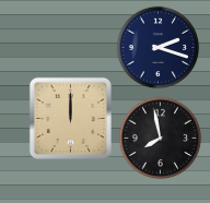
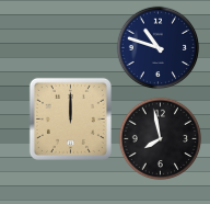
clock at (159, 48): 2:18 -> 10:48
